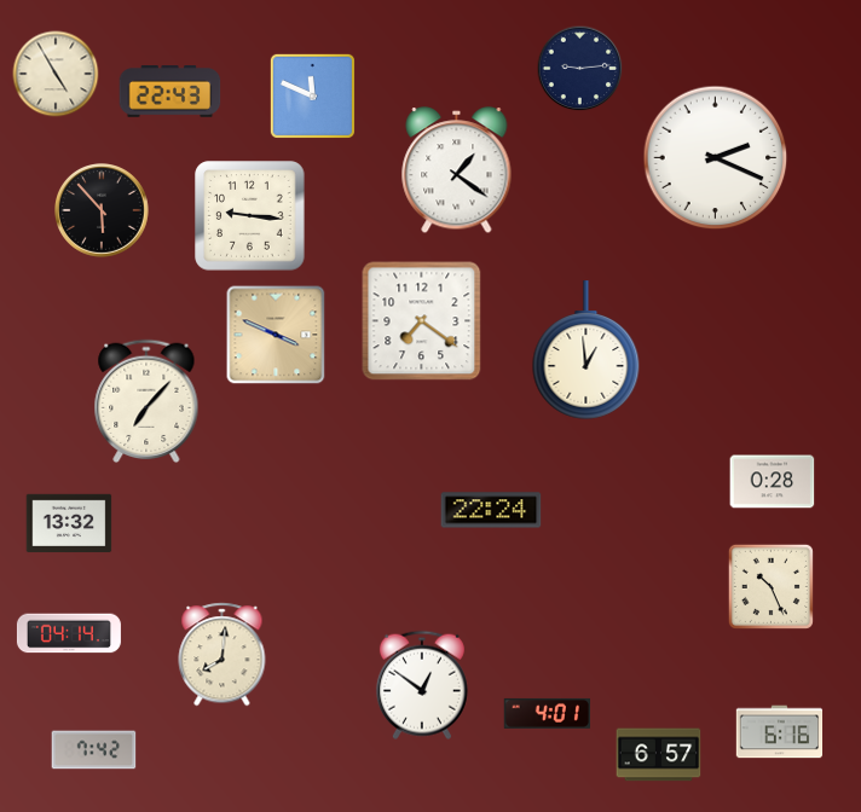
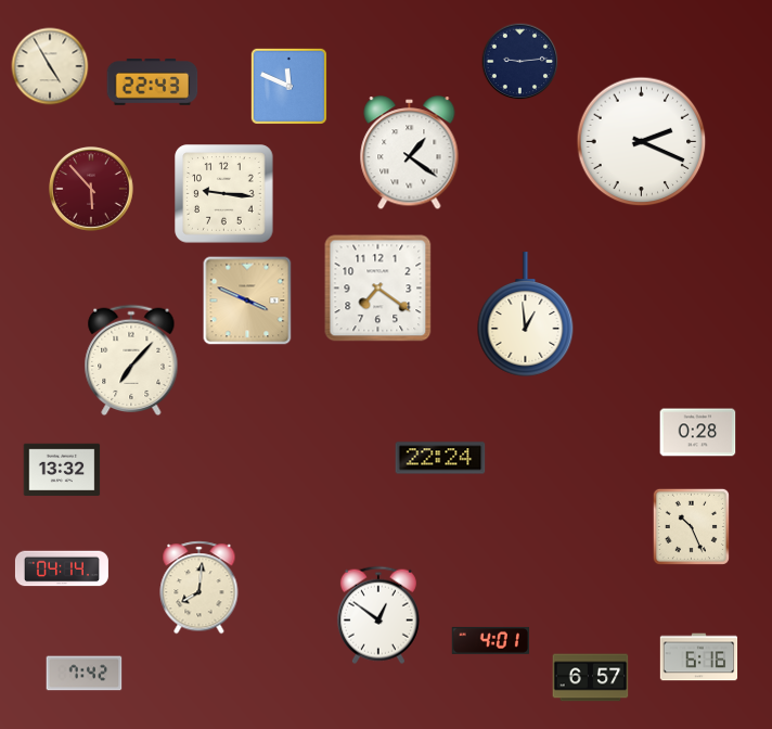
clock at (312, 95) position: (312, 95) -> (288, 86)
clock at (103, 211) dial: black -> burgundy
clock at (773, 482) position: (773, 482) -> (698, 433)
